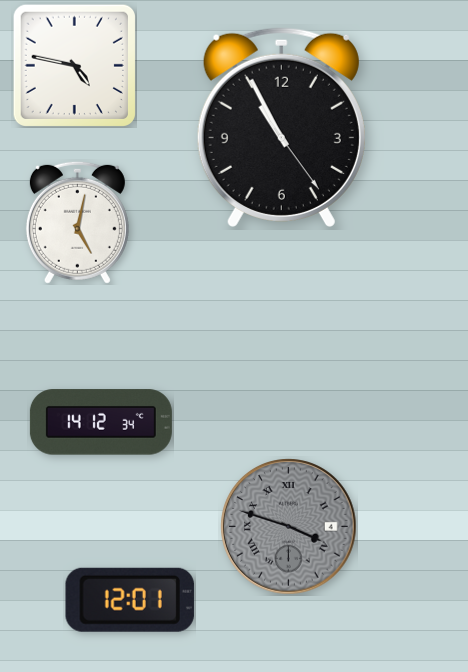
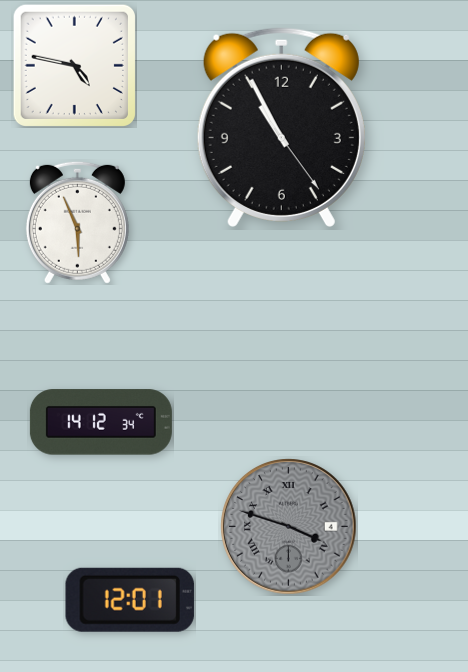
clock at (77, 222): 5:02 -> 5:56
